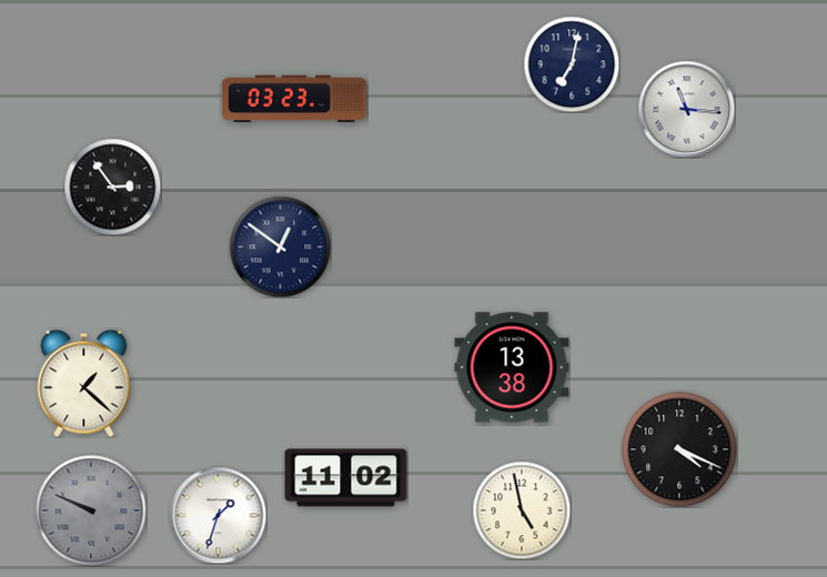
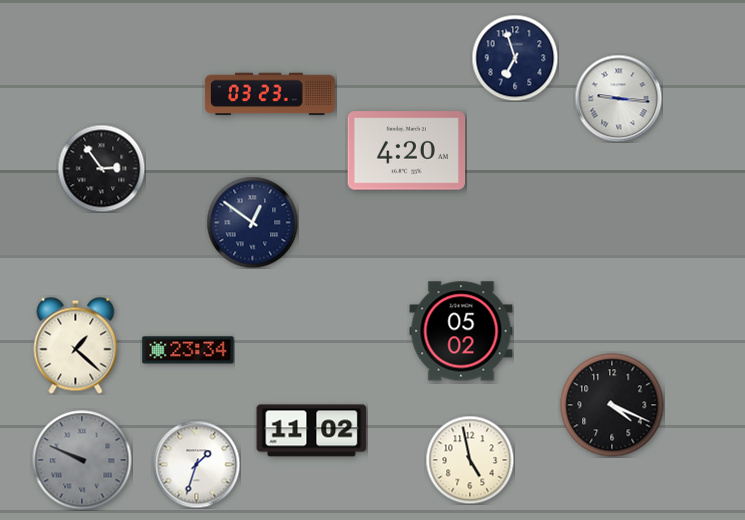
clock at (572, 64): 7:02 -> 6:57
clock at (294, 99) position: (294, 99) -> (270, 94)
clock at (686, 109): 11:16 -> 9:16
clock at (407, 151): none -> 4:20
clock at (512, 367): 13:38 -> 05:02
clock at (188, 350): none -> 23:34
